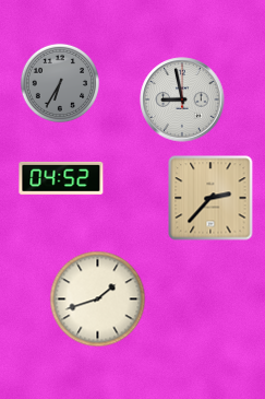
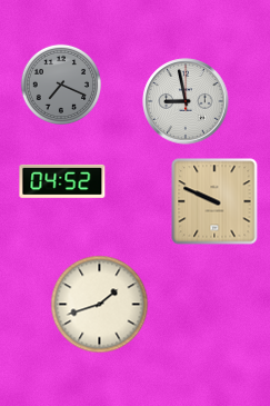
clock at (59, 82): 6:35 -> 7:19
clock at (210, 198): 2:37 -> 9:49
